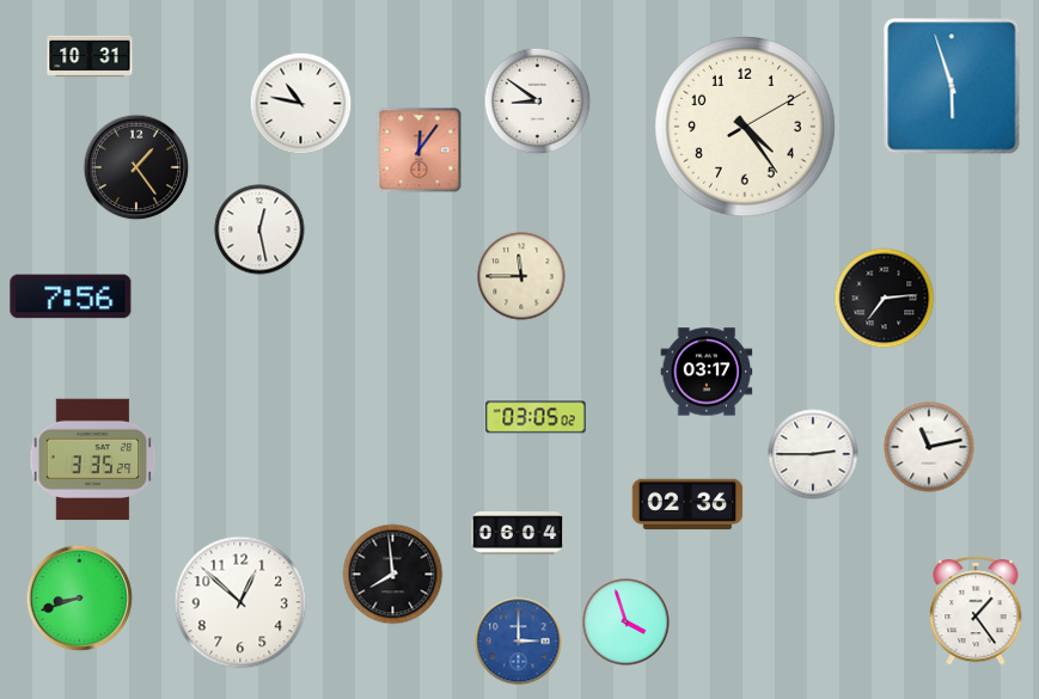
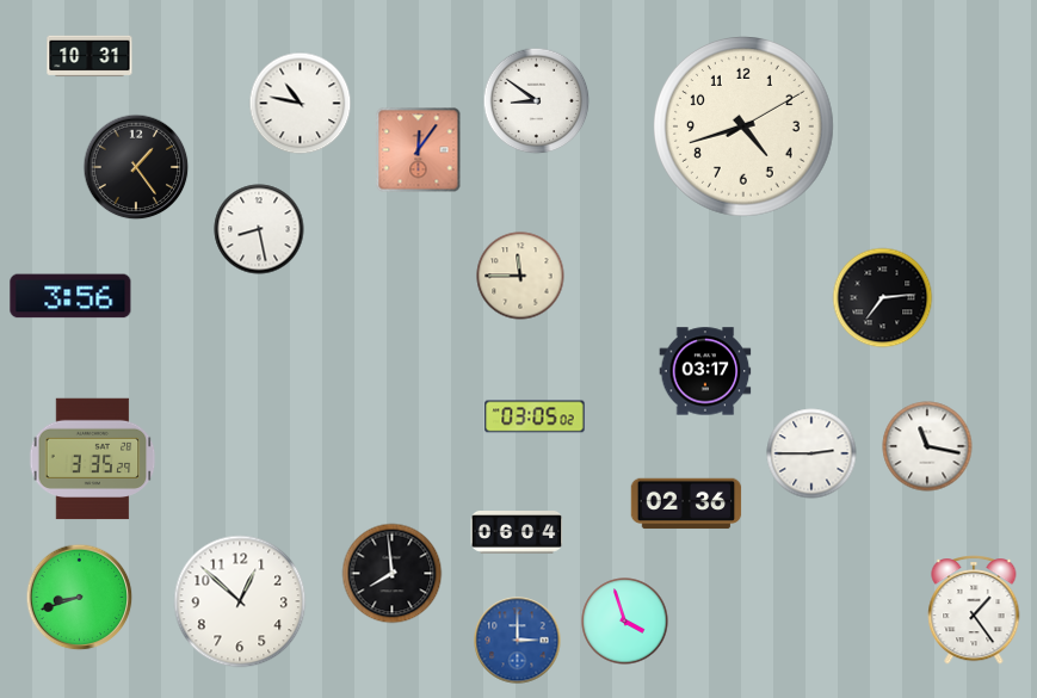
clock at (952, 86): 5:57 -> none
clock at (746, 128): 4:24 -> 4:42
clock at (259, 229): 12:28 -> 8:28
clock at (71, 296): 7:56 -> 3:56
clock at (929, 447): 11:13 -> 11:17
